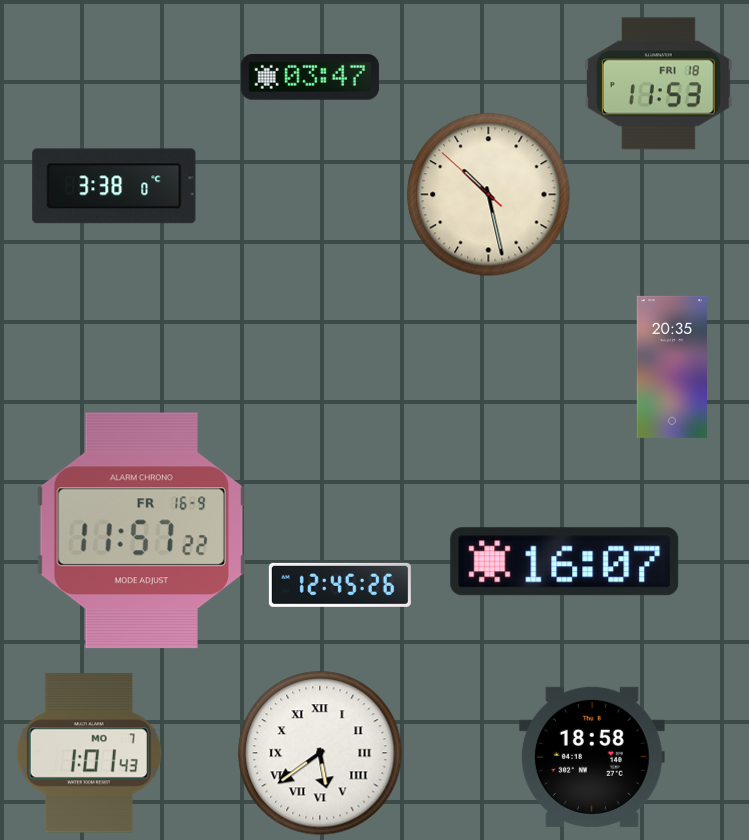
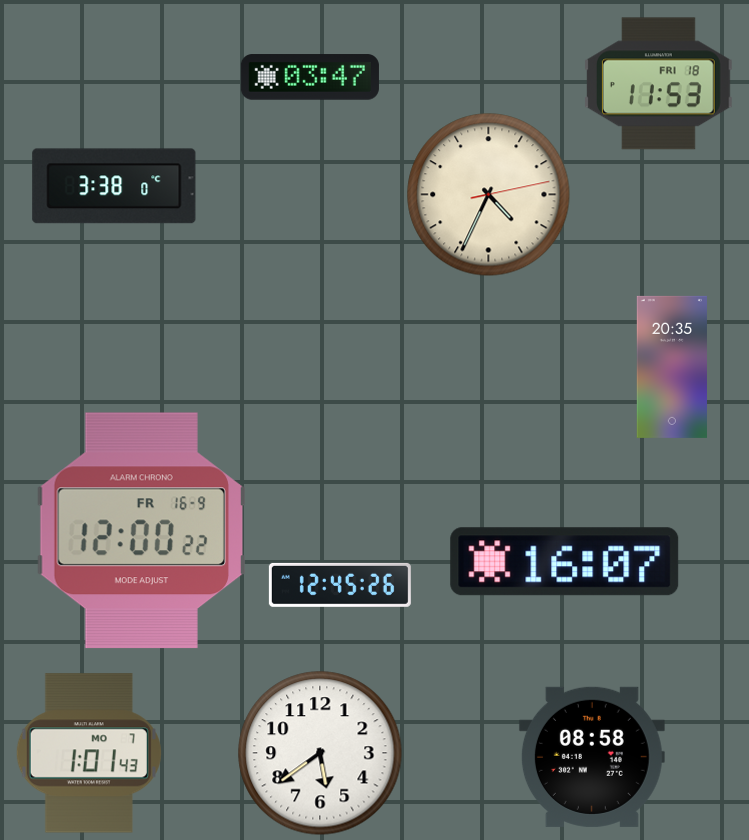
clock at (489, 195): 10:27 -> 4:34
clock at (141, 531): 11:57 -> 12:00
clock at (320, 753) numerals: Roman -> Arabic
clock at (592, 757): 18:58 -> 08:58
